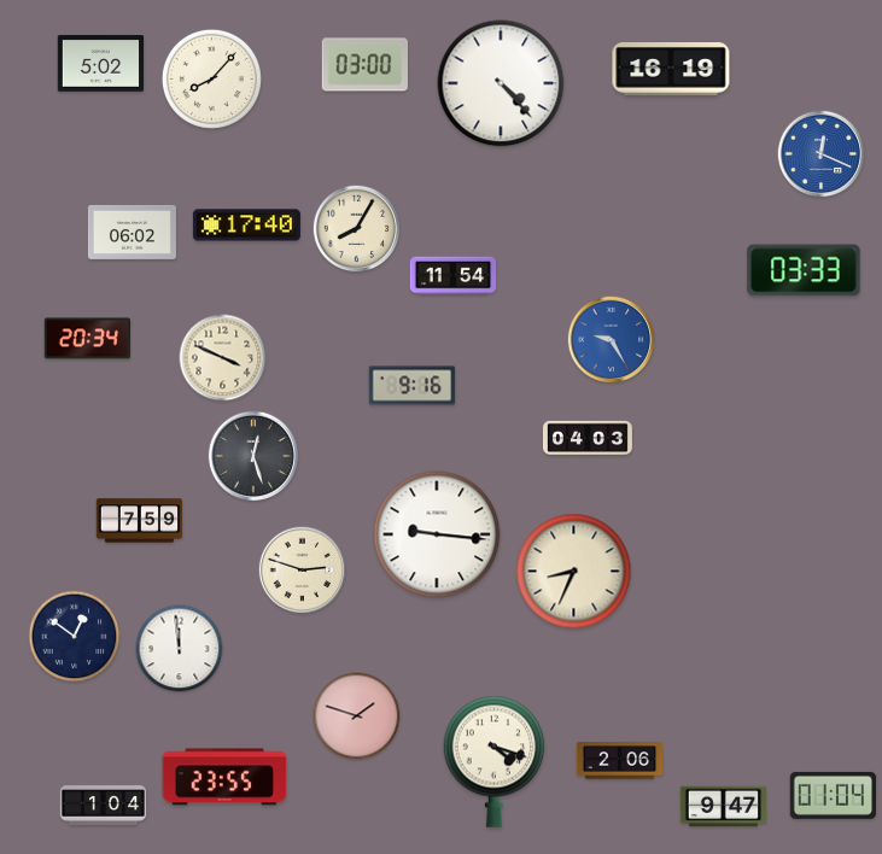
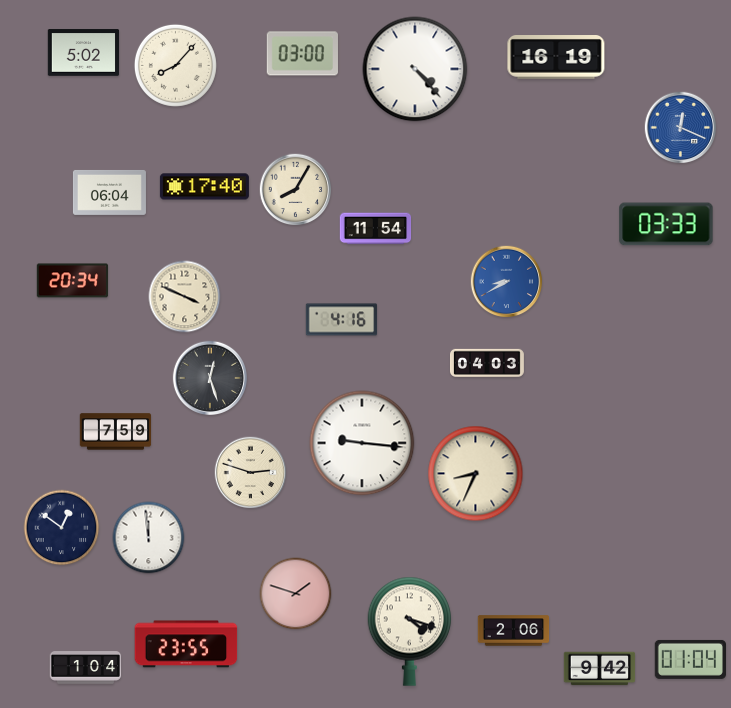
clock at (132, 232): 06:02 -> 06:04
clock at (612, 340): 9:25 -> 8:40
clock at (413, 386): 9:16 -> 4:16
clock at (724, 807): 9:47 -> 9:42
